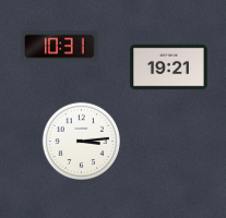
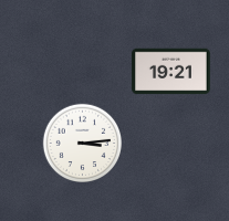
clock at (60, 47): 10:31 -> none
clock at (169, 68) position: (169, 68) -> (171, 72)
